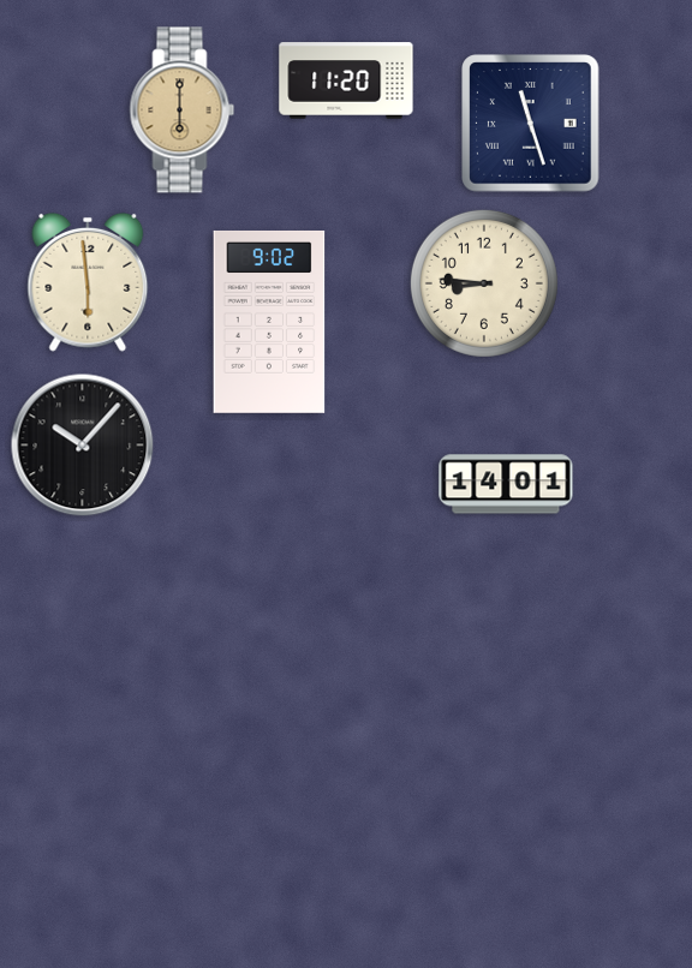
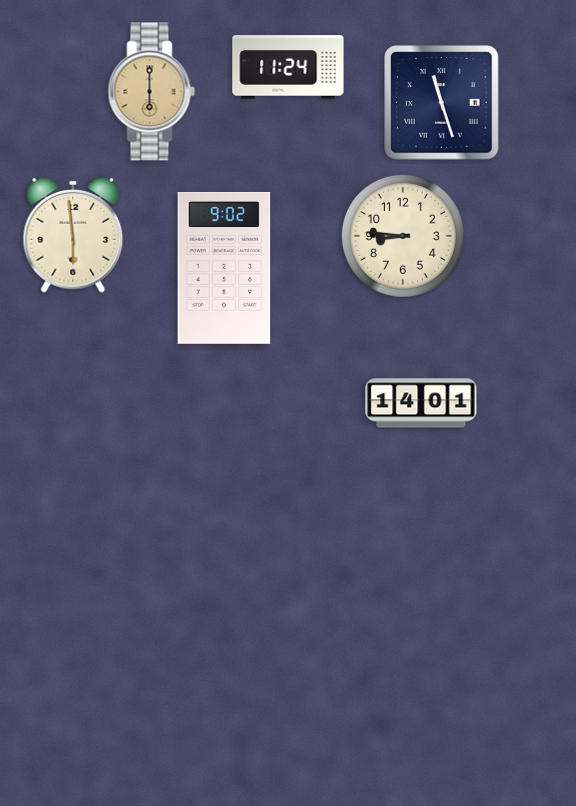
clock at (346, 80): 11:20 -> 11:24
clock at (83, 446): 10:07 -> none
